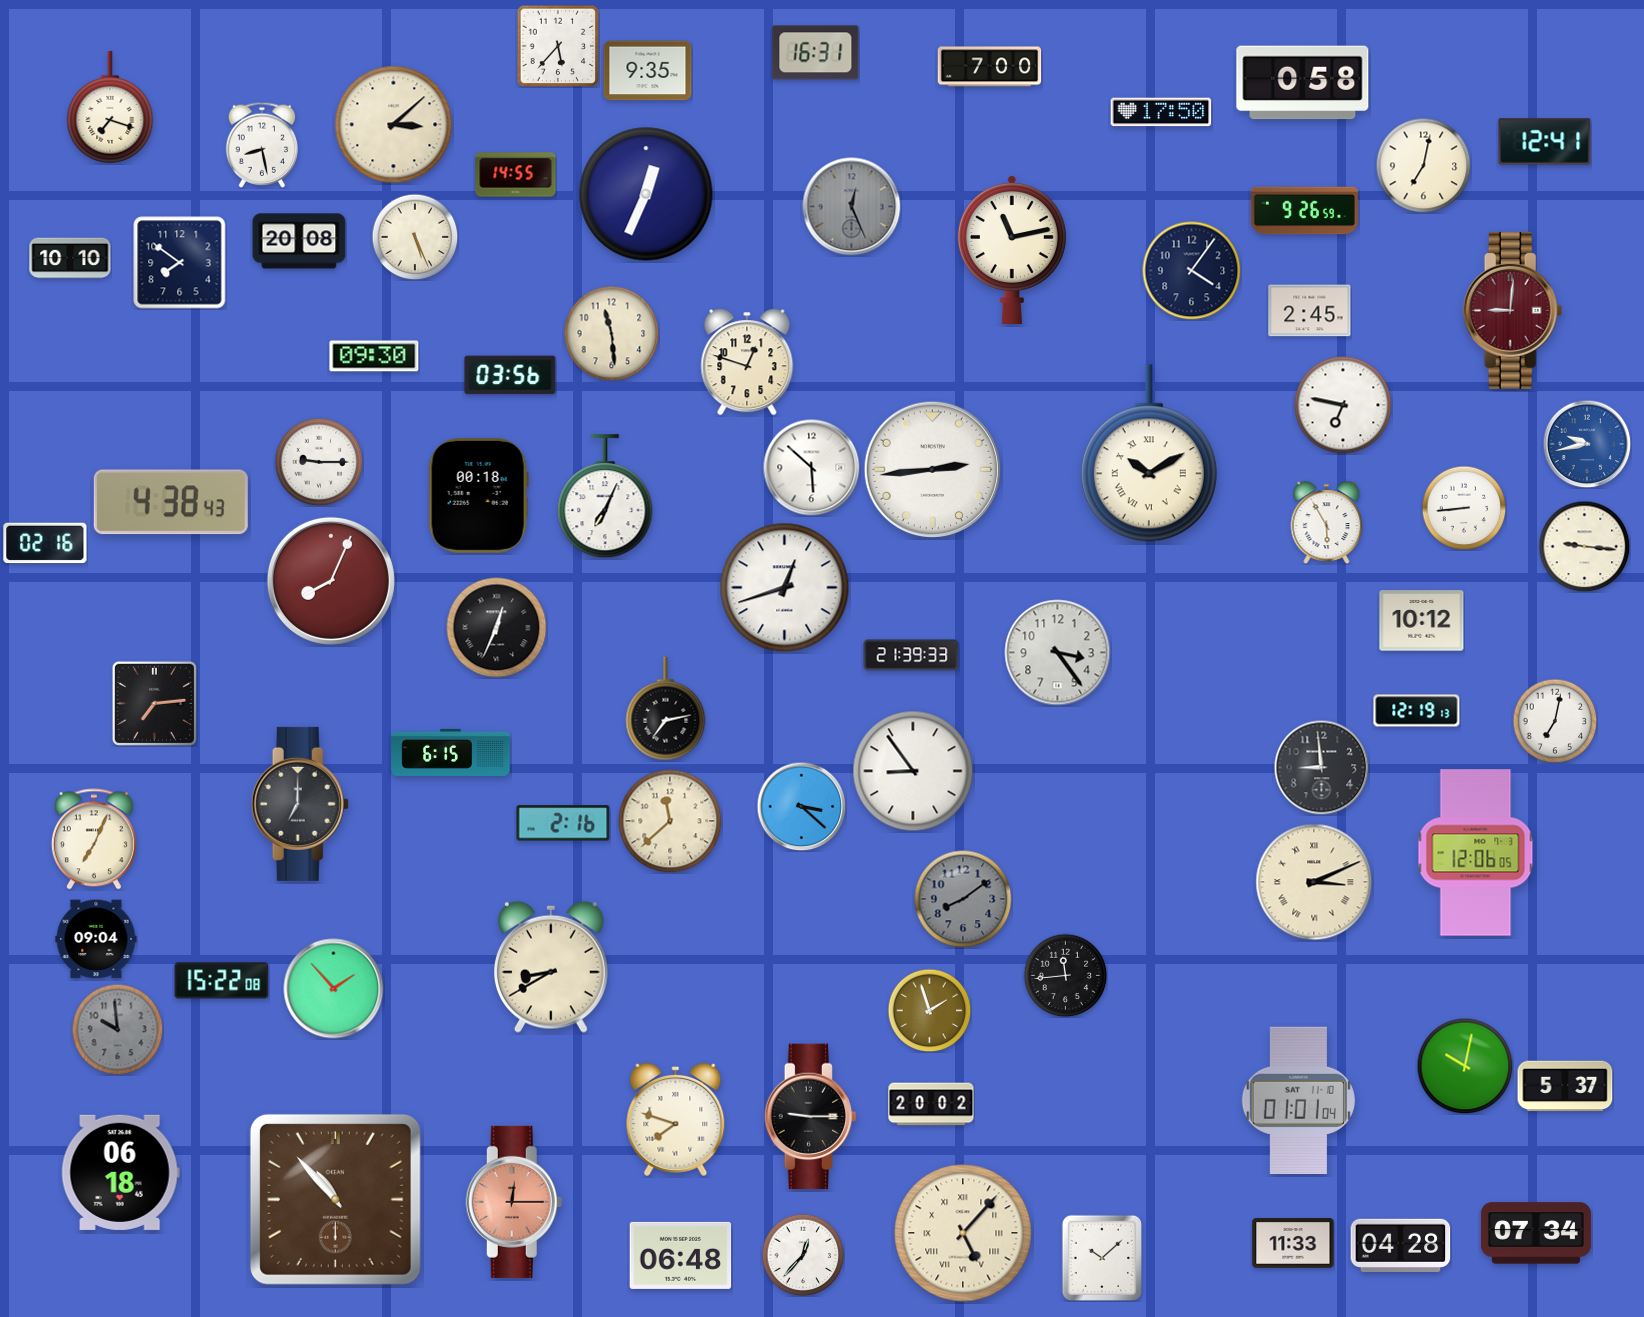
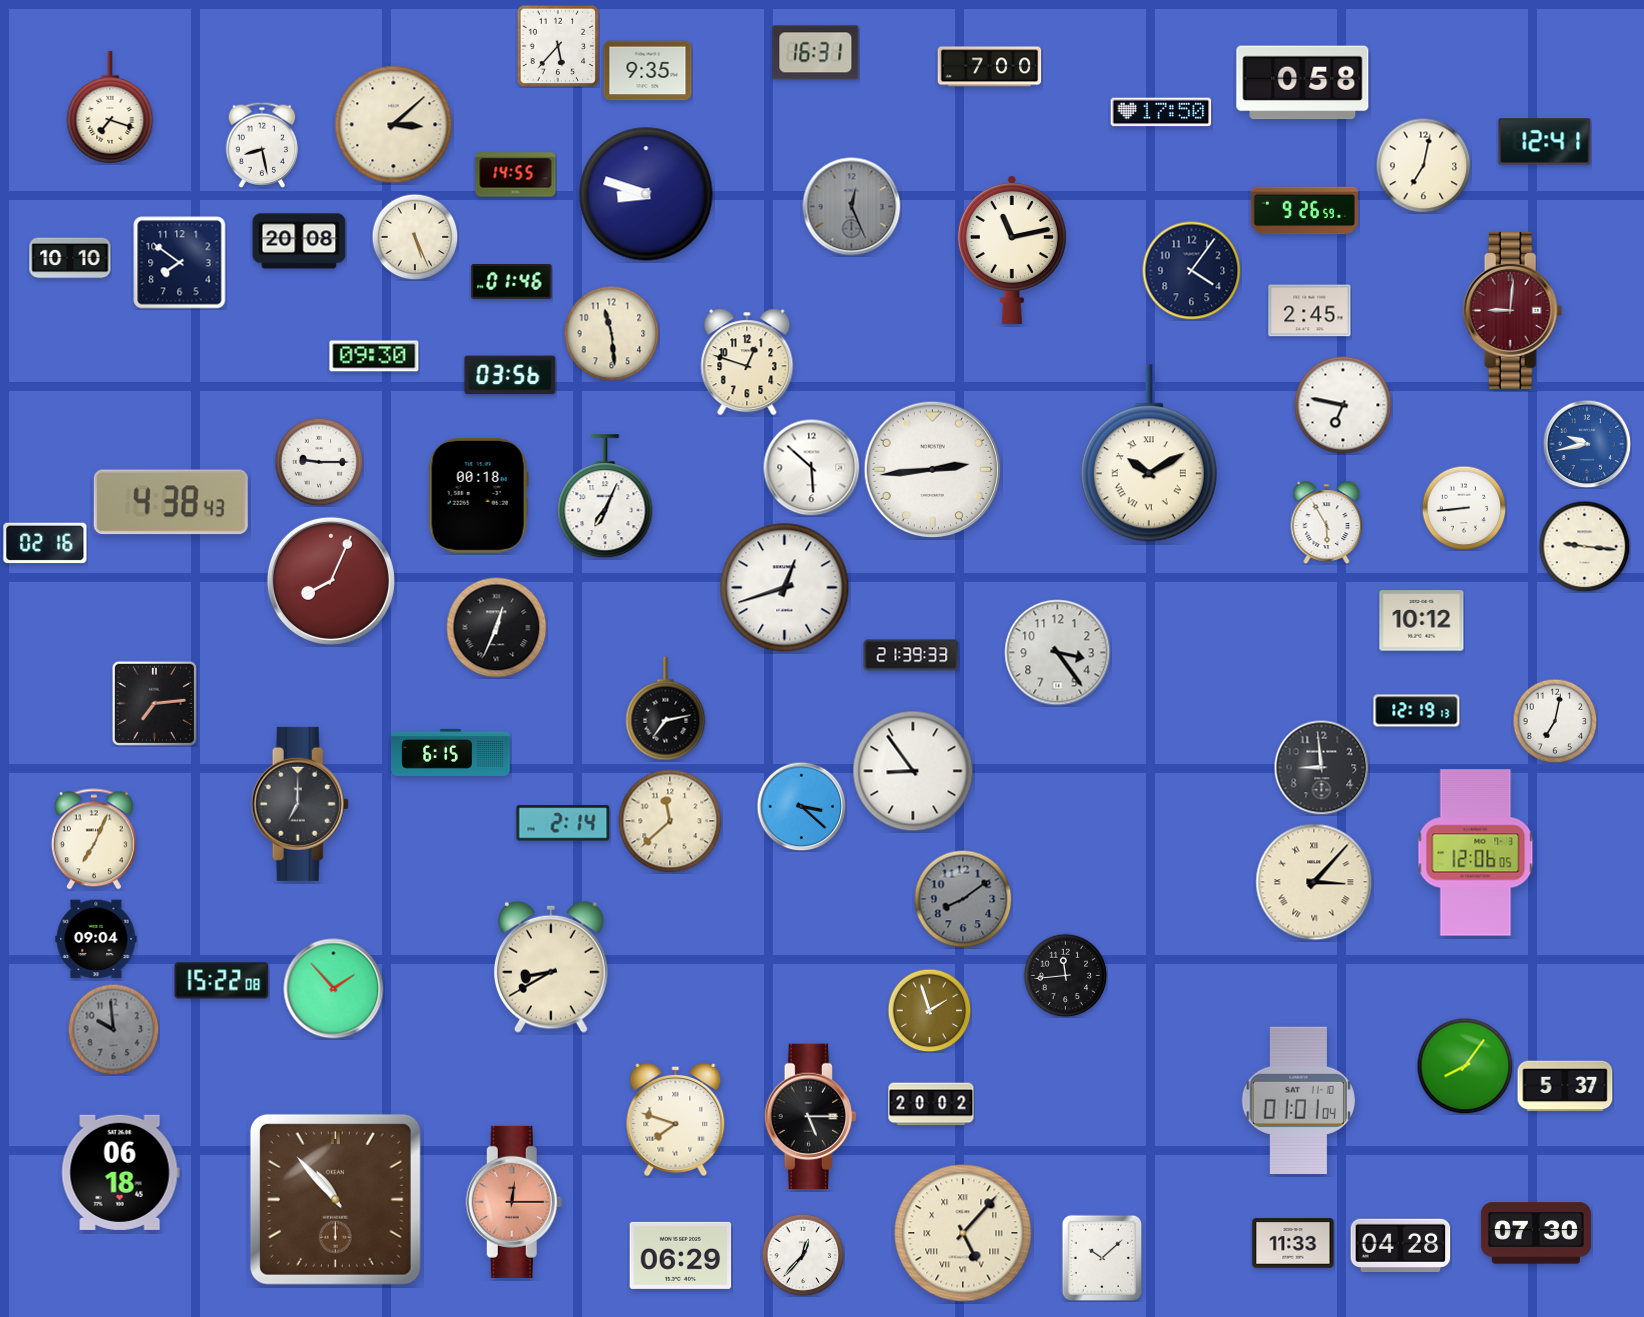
clock at (646, 194): 12:34 -> 8:48
clock at (512, 282): none -> 01:46
clock at (563, 823): 2:16 -> 2:14
clock at (1314, 882): 3:11 -> 3:07
clock at (117, 1029) position: (117, 1029) -> (113, 1029)
clock at (1465, 1066): 10:02 -> 8:06
clock at (810, 1117): 9:15 -> 5:15
clock at (1536, 1233): 07:34 -> 07:30
clock at (681, 1255): 06:48 -> 06:29
